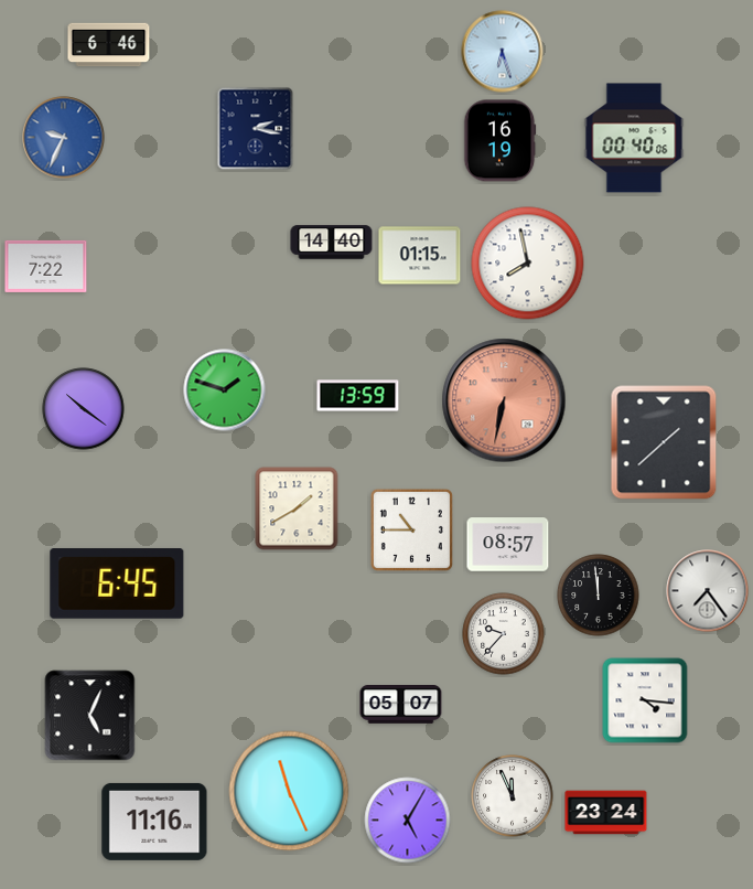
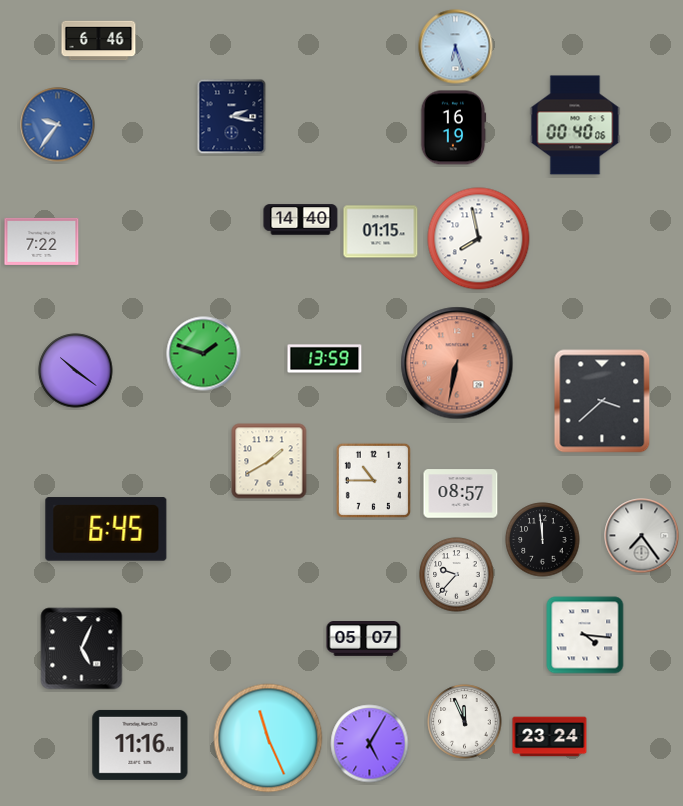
clock at (64, 138): 9:34 -> 9:36
clock at (664, 442): 1:38 -> 3:38
clock at (289, 791) position: (289, 791) -> (268, 738)
